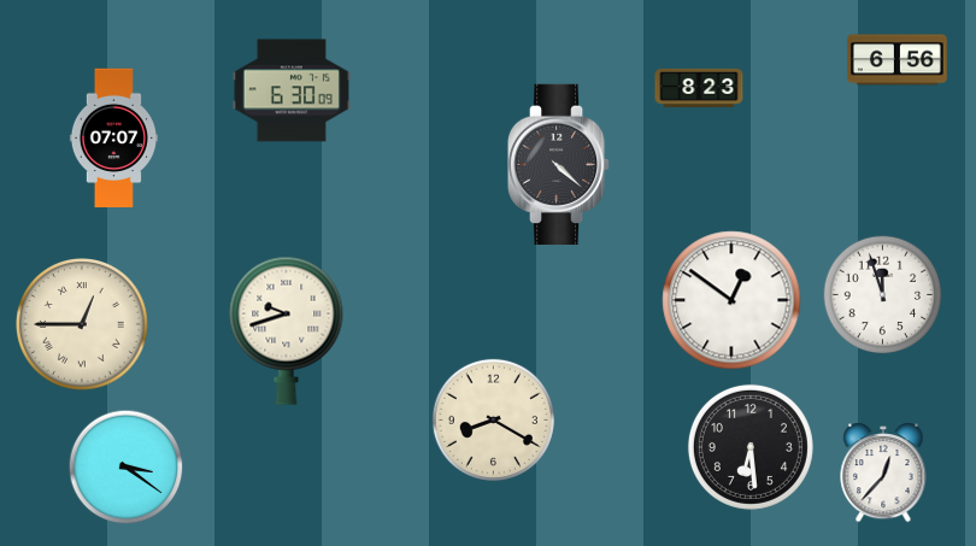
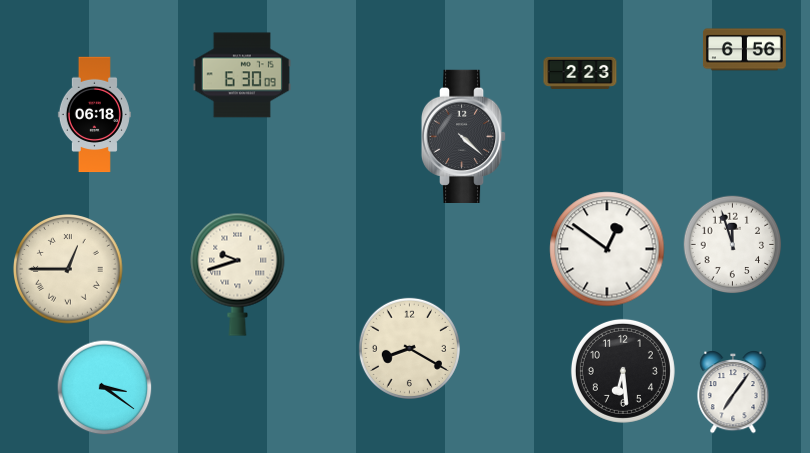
clock at (699, 88): 8:23 -> 2:23
clock at (113, 139): 07:07 -> 06:18
clock at (883, 472): 12:37 -> 7:06
